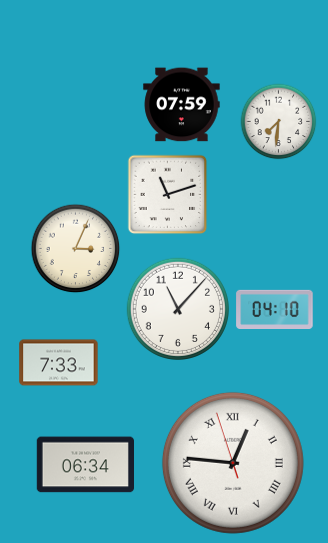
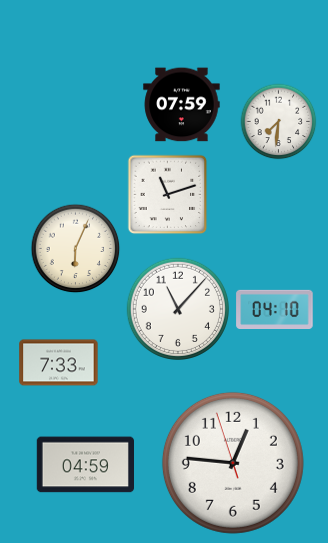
clock at (76, 249): 3:04 -> 6:04
clock at (233, 463) numerals: Roman -> Arabic
clock at (85, 465): 06:34 -> 04:59
